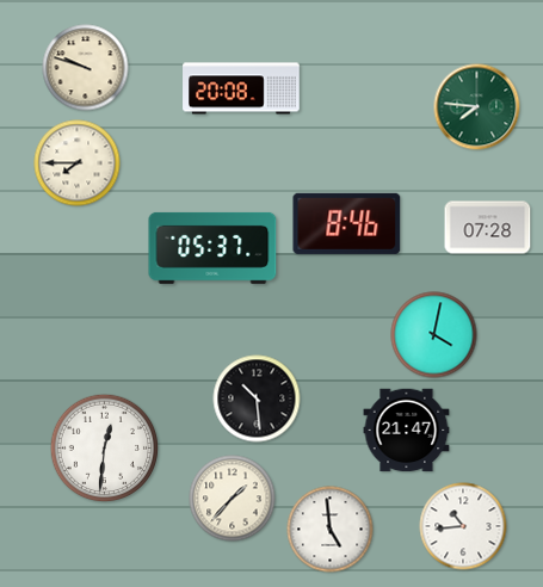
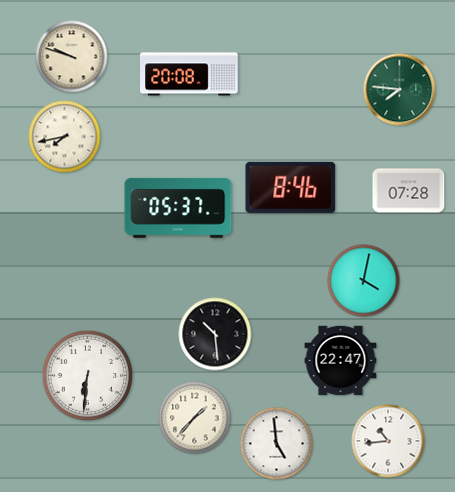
clock at (241, 88) position: (241, 88) -> (189, 74)
clock at (78, 163): 7:45 -> 7:43
clock at (407, 431): 21:47 -> 22:47
clock at (105, 449): 12:31 -> 6:31
